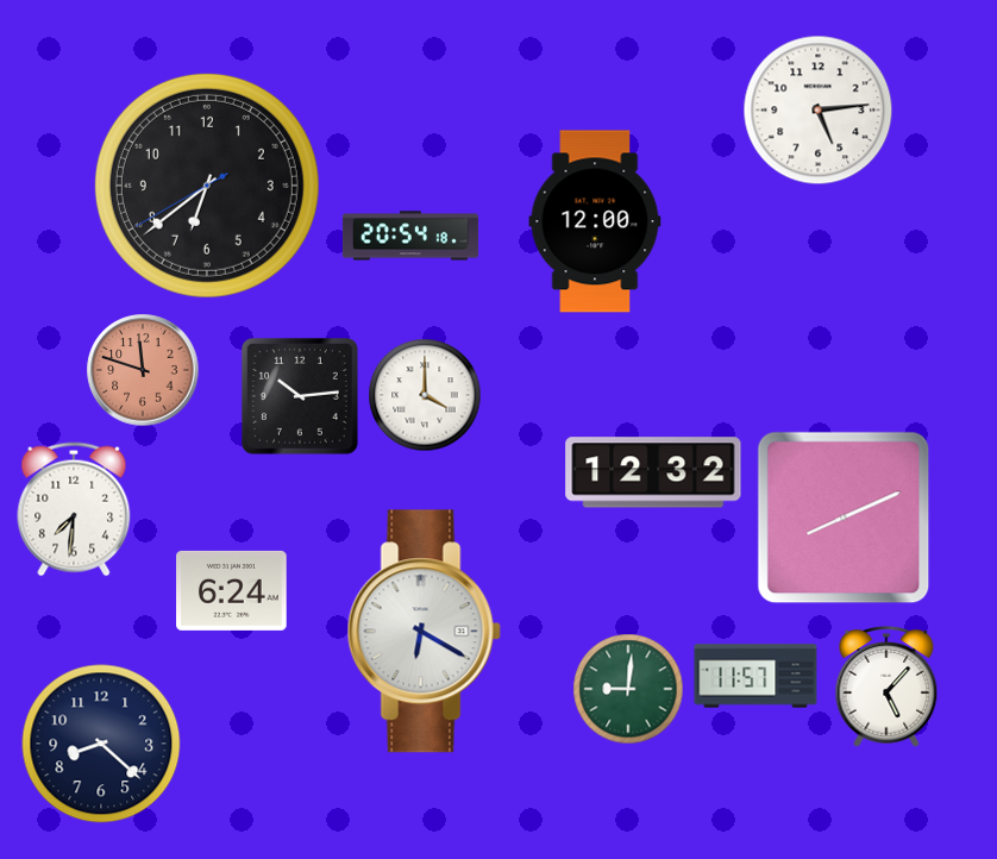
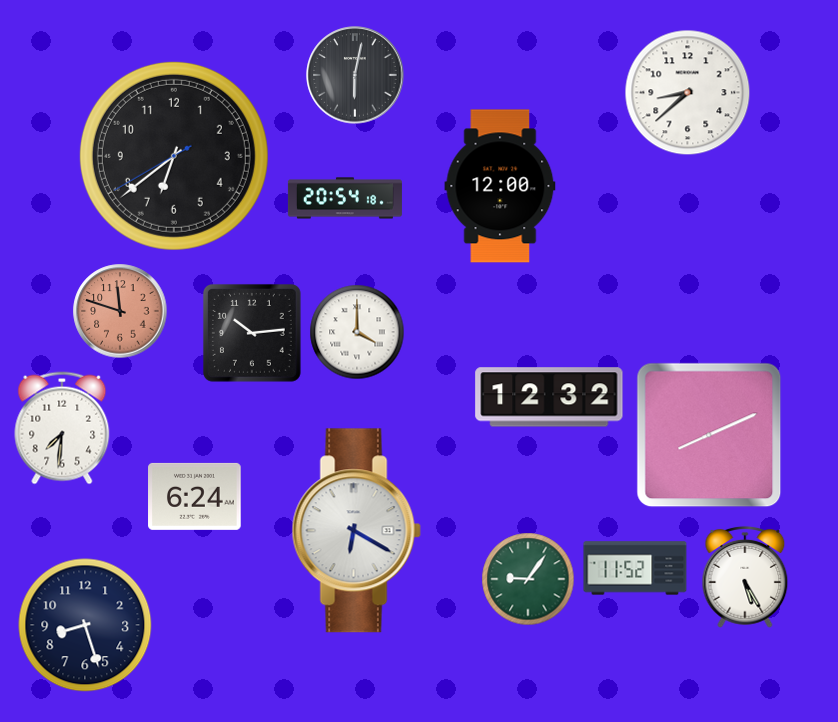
clock at (355, 75): none -> 6:02
clock at (819, 111): 5:14 -> 8:38
clock at (755, 676): 11:57 -> 11:52
clock at (886, 686): 5:07 -> 5:25
clock at (628, 689): 9:01 -> 9:06
clock at (101, 744): 8:22 -> 8:27
